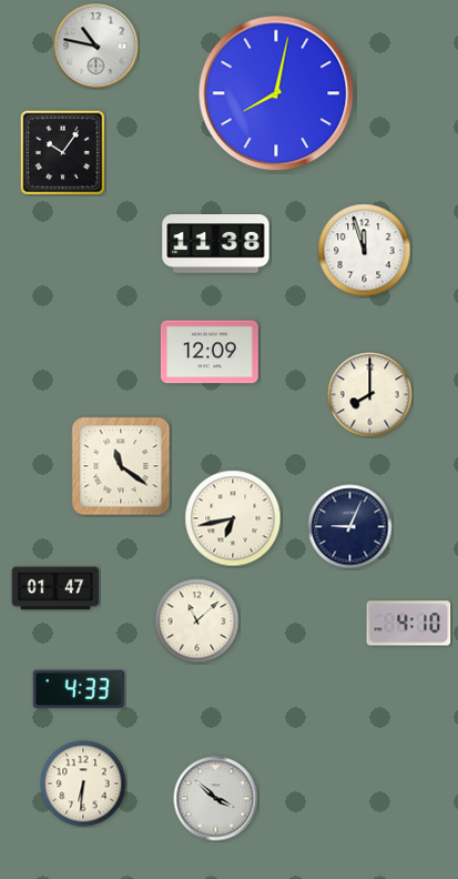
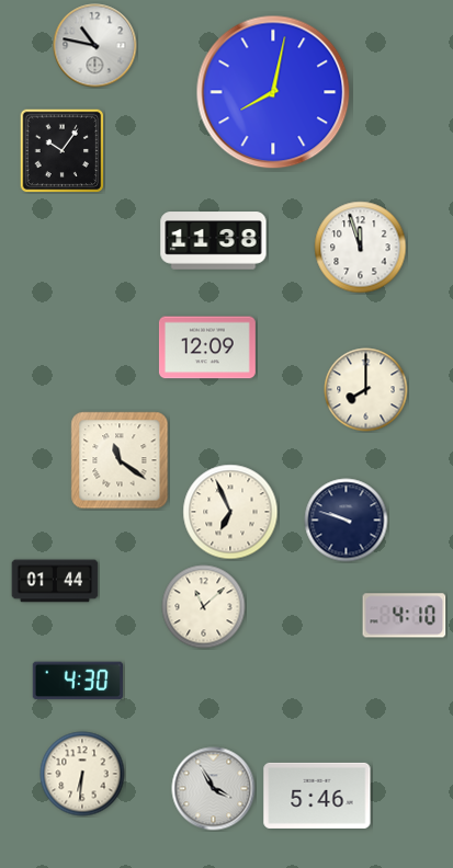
clock at (233, 518): 6:43 -> 6:56
clock at (350, 527): 9:04 -> 9:48
clock at (55, 588): 01:47 -> 01:44
clock at (197, 622) position: (197, 622) -> (204, 607)
clock at (78, 689): 4:33 -> 4:30
clock at (216, 799): 3:52 -> 3:55
clock at (317, 796): none -> 5:46
